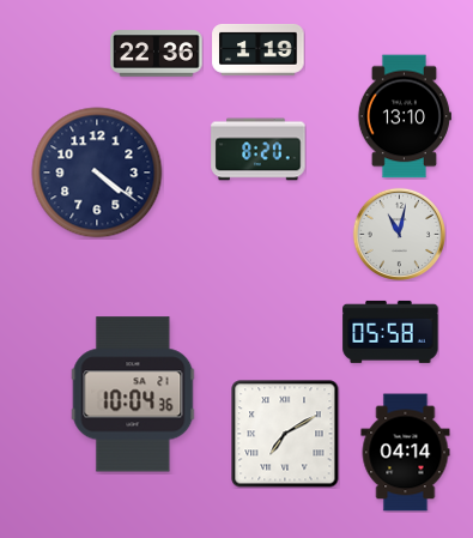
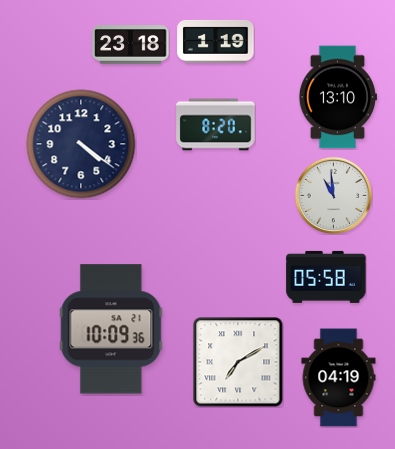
clock at (157, 54): 22:36 -> 23:18
clock at (399, 234): 11:02 -> 10:59
clock at (133, 394): 10:04 -> 10:09
clock at (406, 453): 04:14 -> 04:19
